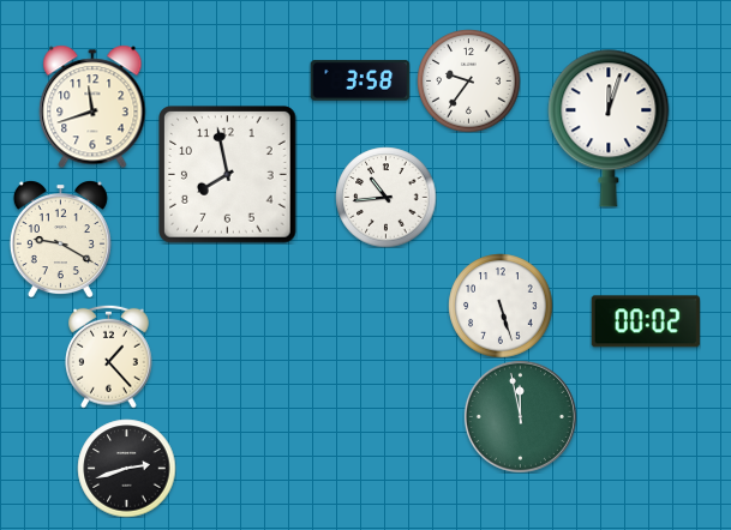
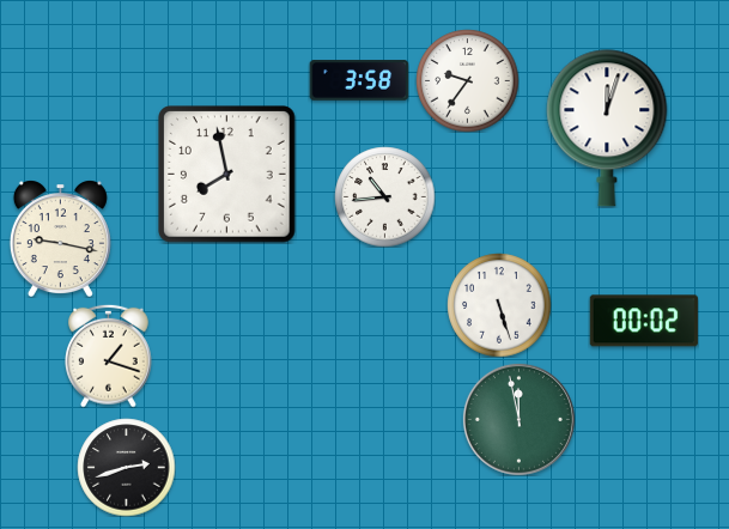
clock at (92, 107): 11:42 -> none
clock at (60, 239): 9:20 -> 9:17
clock at (109, 356): 1:23 -> 1:18
clock at (520, 416) position: (520, 416) -> (518, 419)
